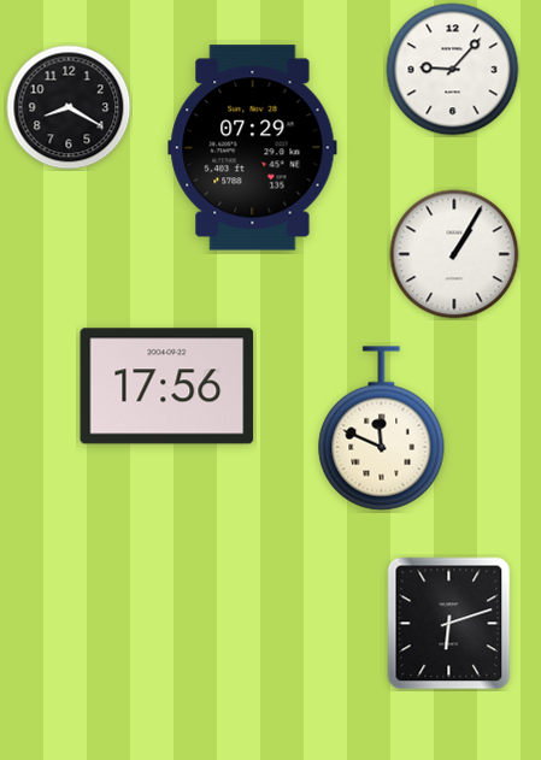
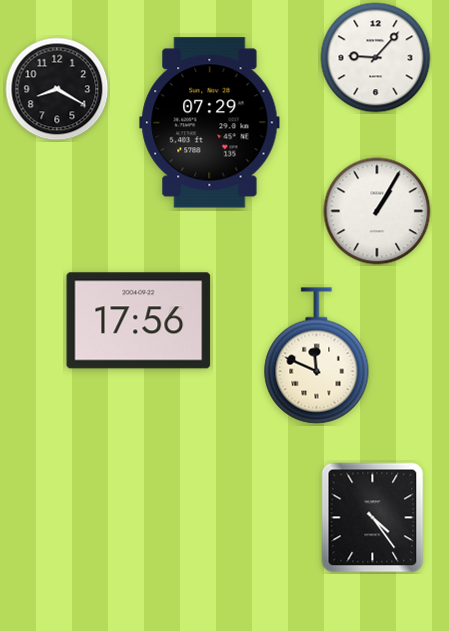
clock at (449, 624): 6:12 -> 4:24
